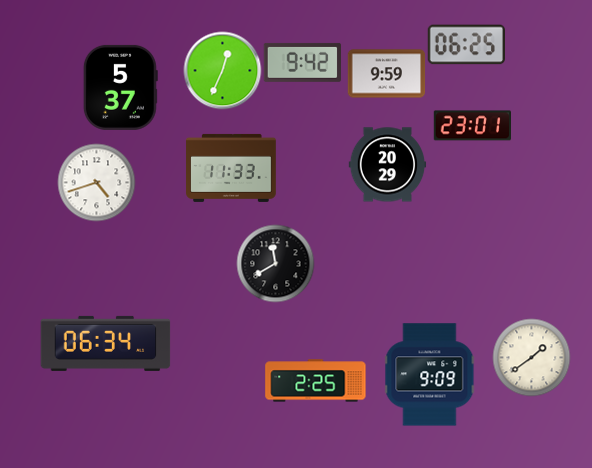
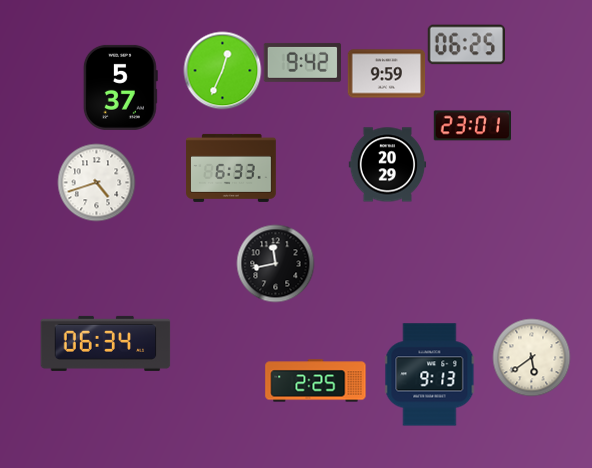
clock at (231, 168): 11:33 -> 6:33
clock at (275, 263): 11:40 -> 11:43
clock at (531, 357): 1:39 -> 5:39
clock at (430, 375): 9:09 -> 9:13
